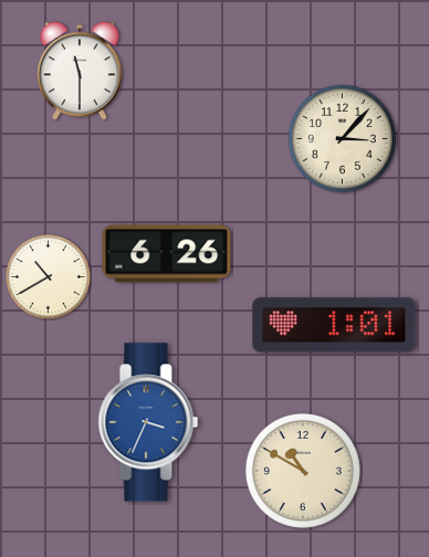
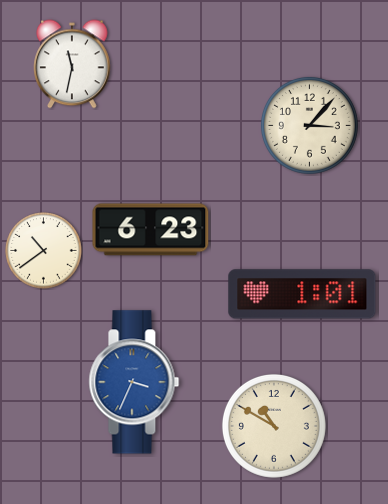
clock at (80, 71): 11:30 -> 11:32
clock at (167, 254): 6:26 -> 6:23
clock at (49, 277): 10:40 -> 10:39
